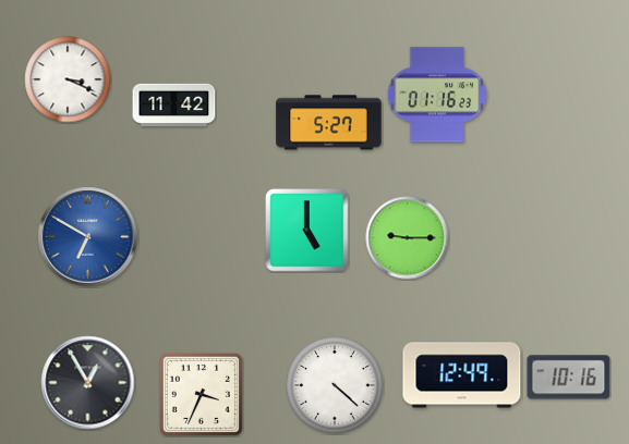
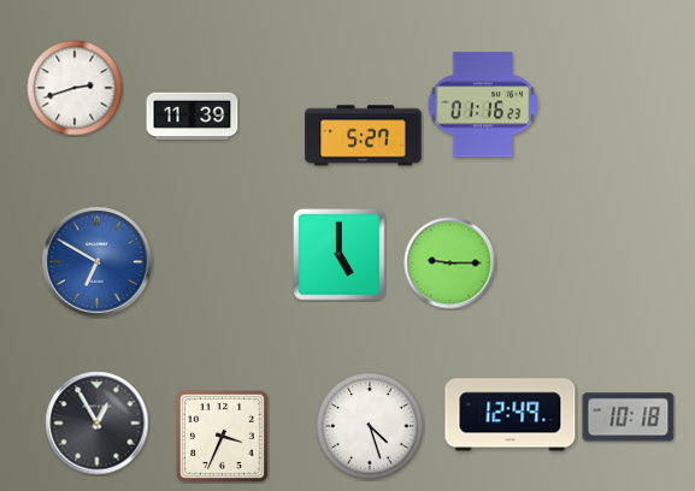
clock at (68, 79): 3:19 -> 2:42
clock at (174, 106): 11:42 -> 11:39
clock at (569, 378): 10:16 -> 10:18
clock at (335, 385): 4:22 -> 4:27
